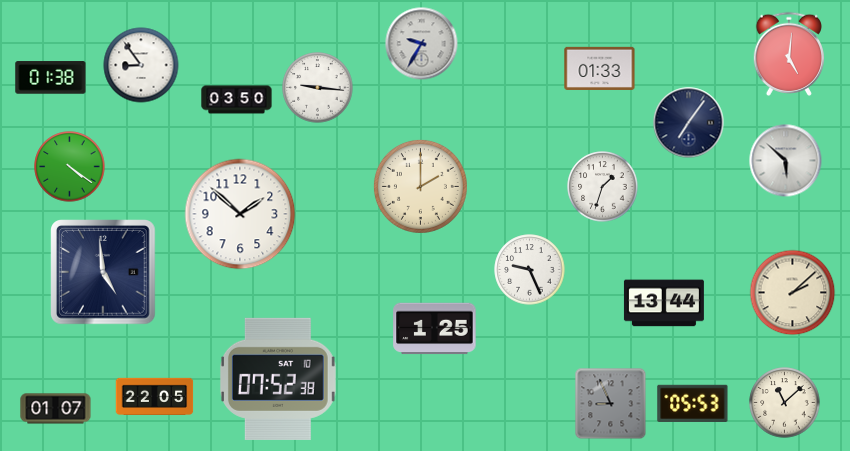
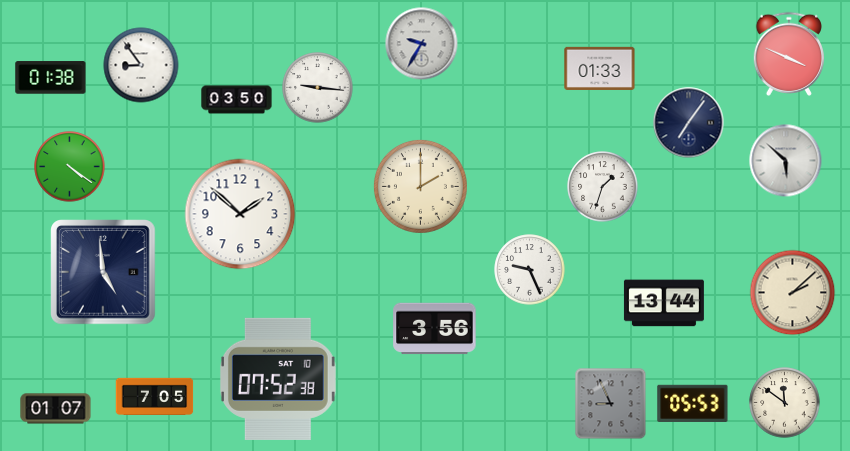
clock at (788, 54): 5:01 -> 3:49
clock at (435, 329): 1:25 -> 3:56
clock at (155, 396): 22:05 -> 7:05
clock at (785, 403): 11:08 -> 11:51
